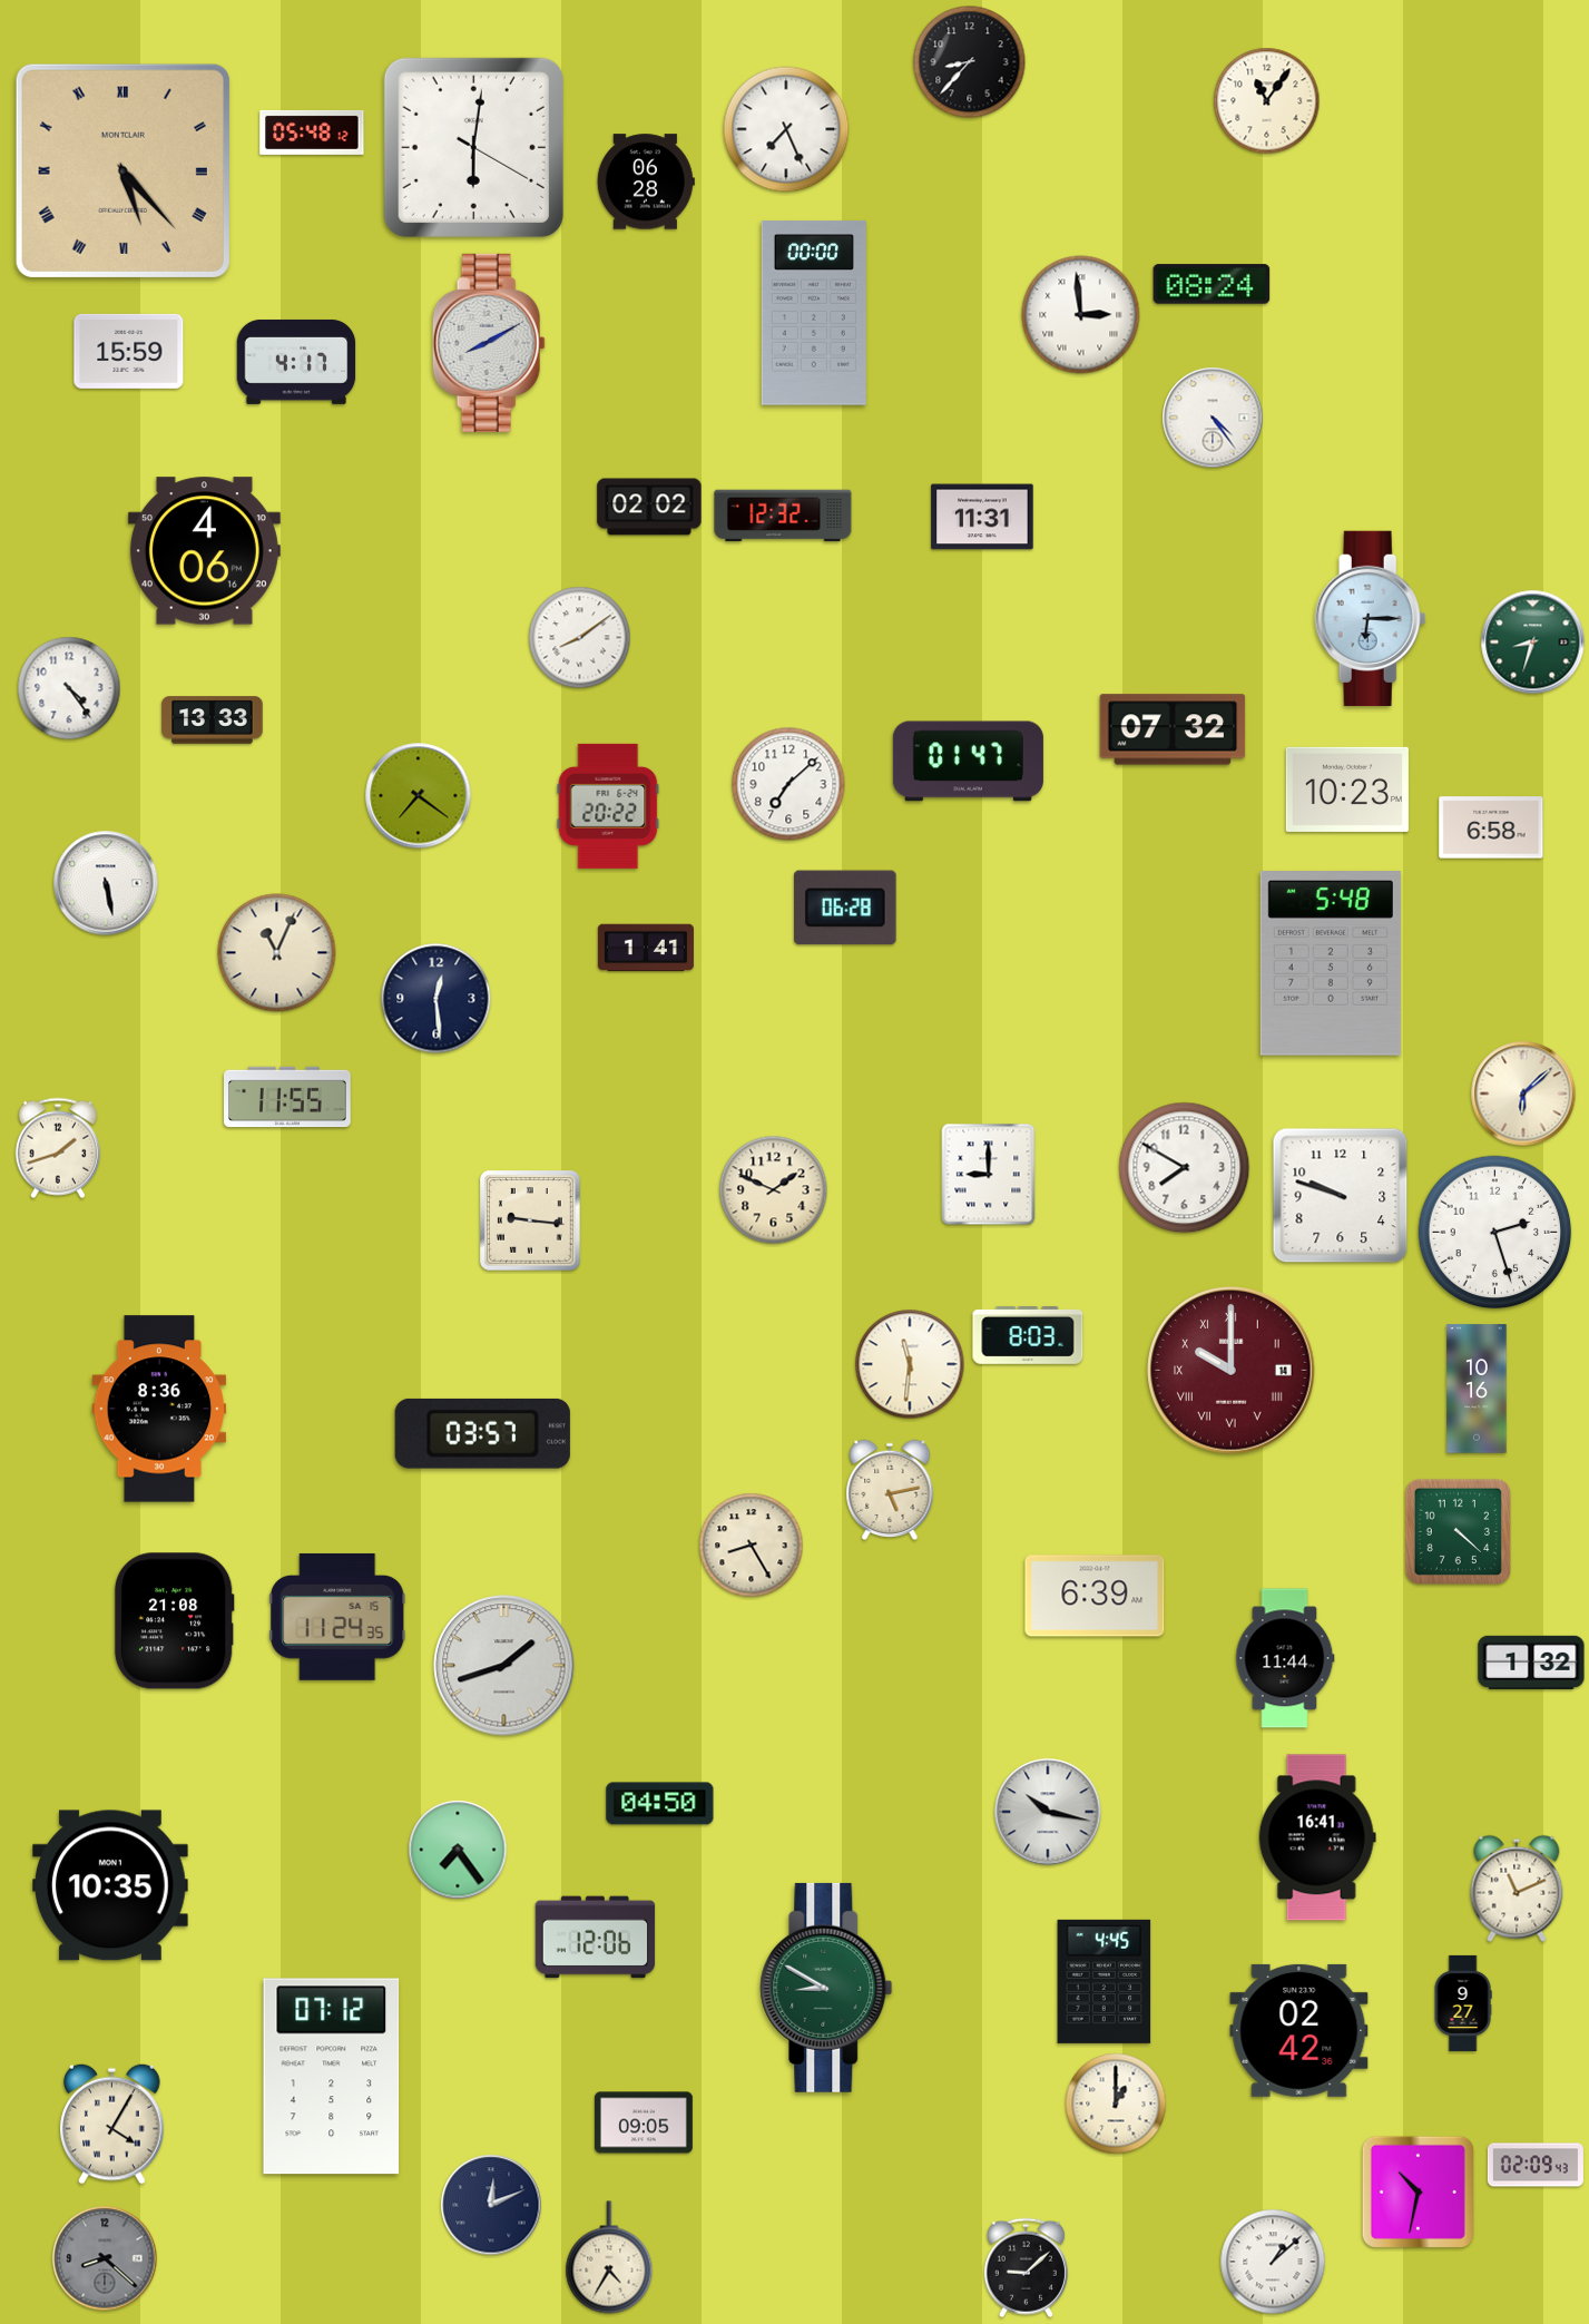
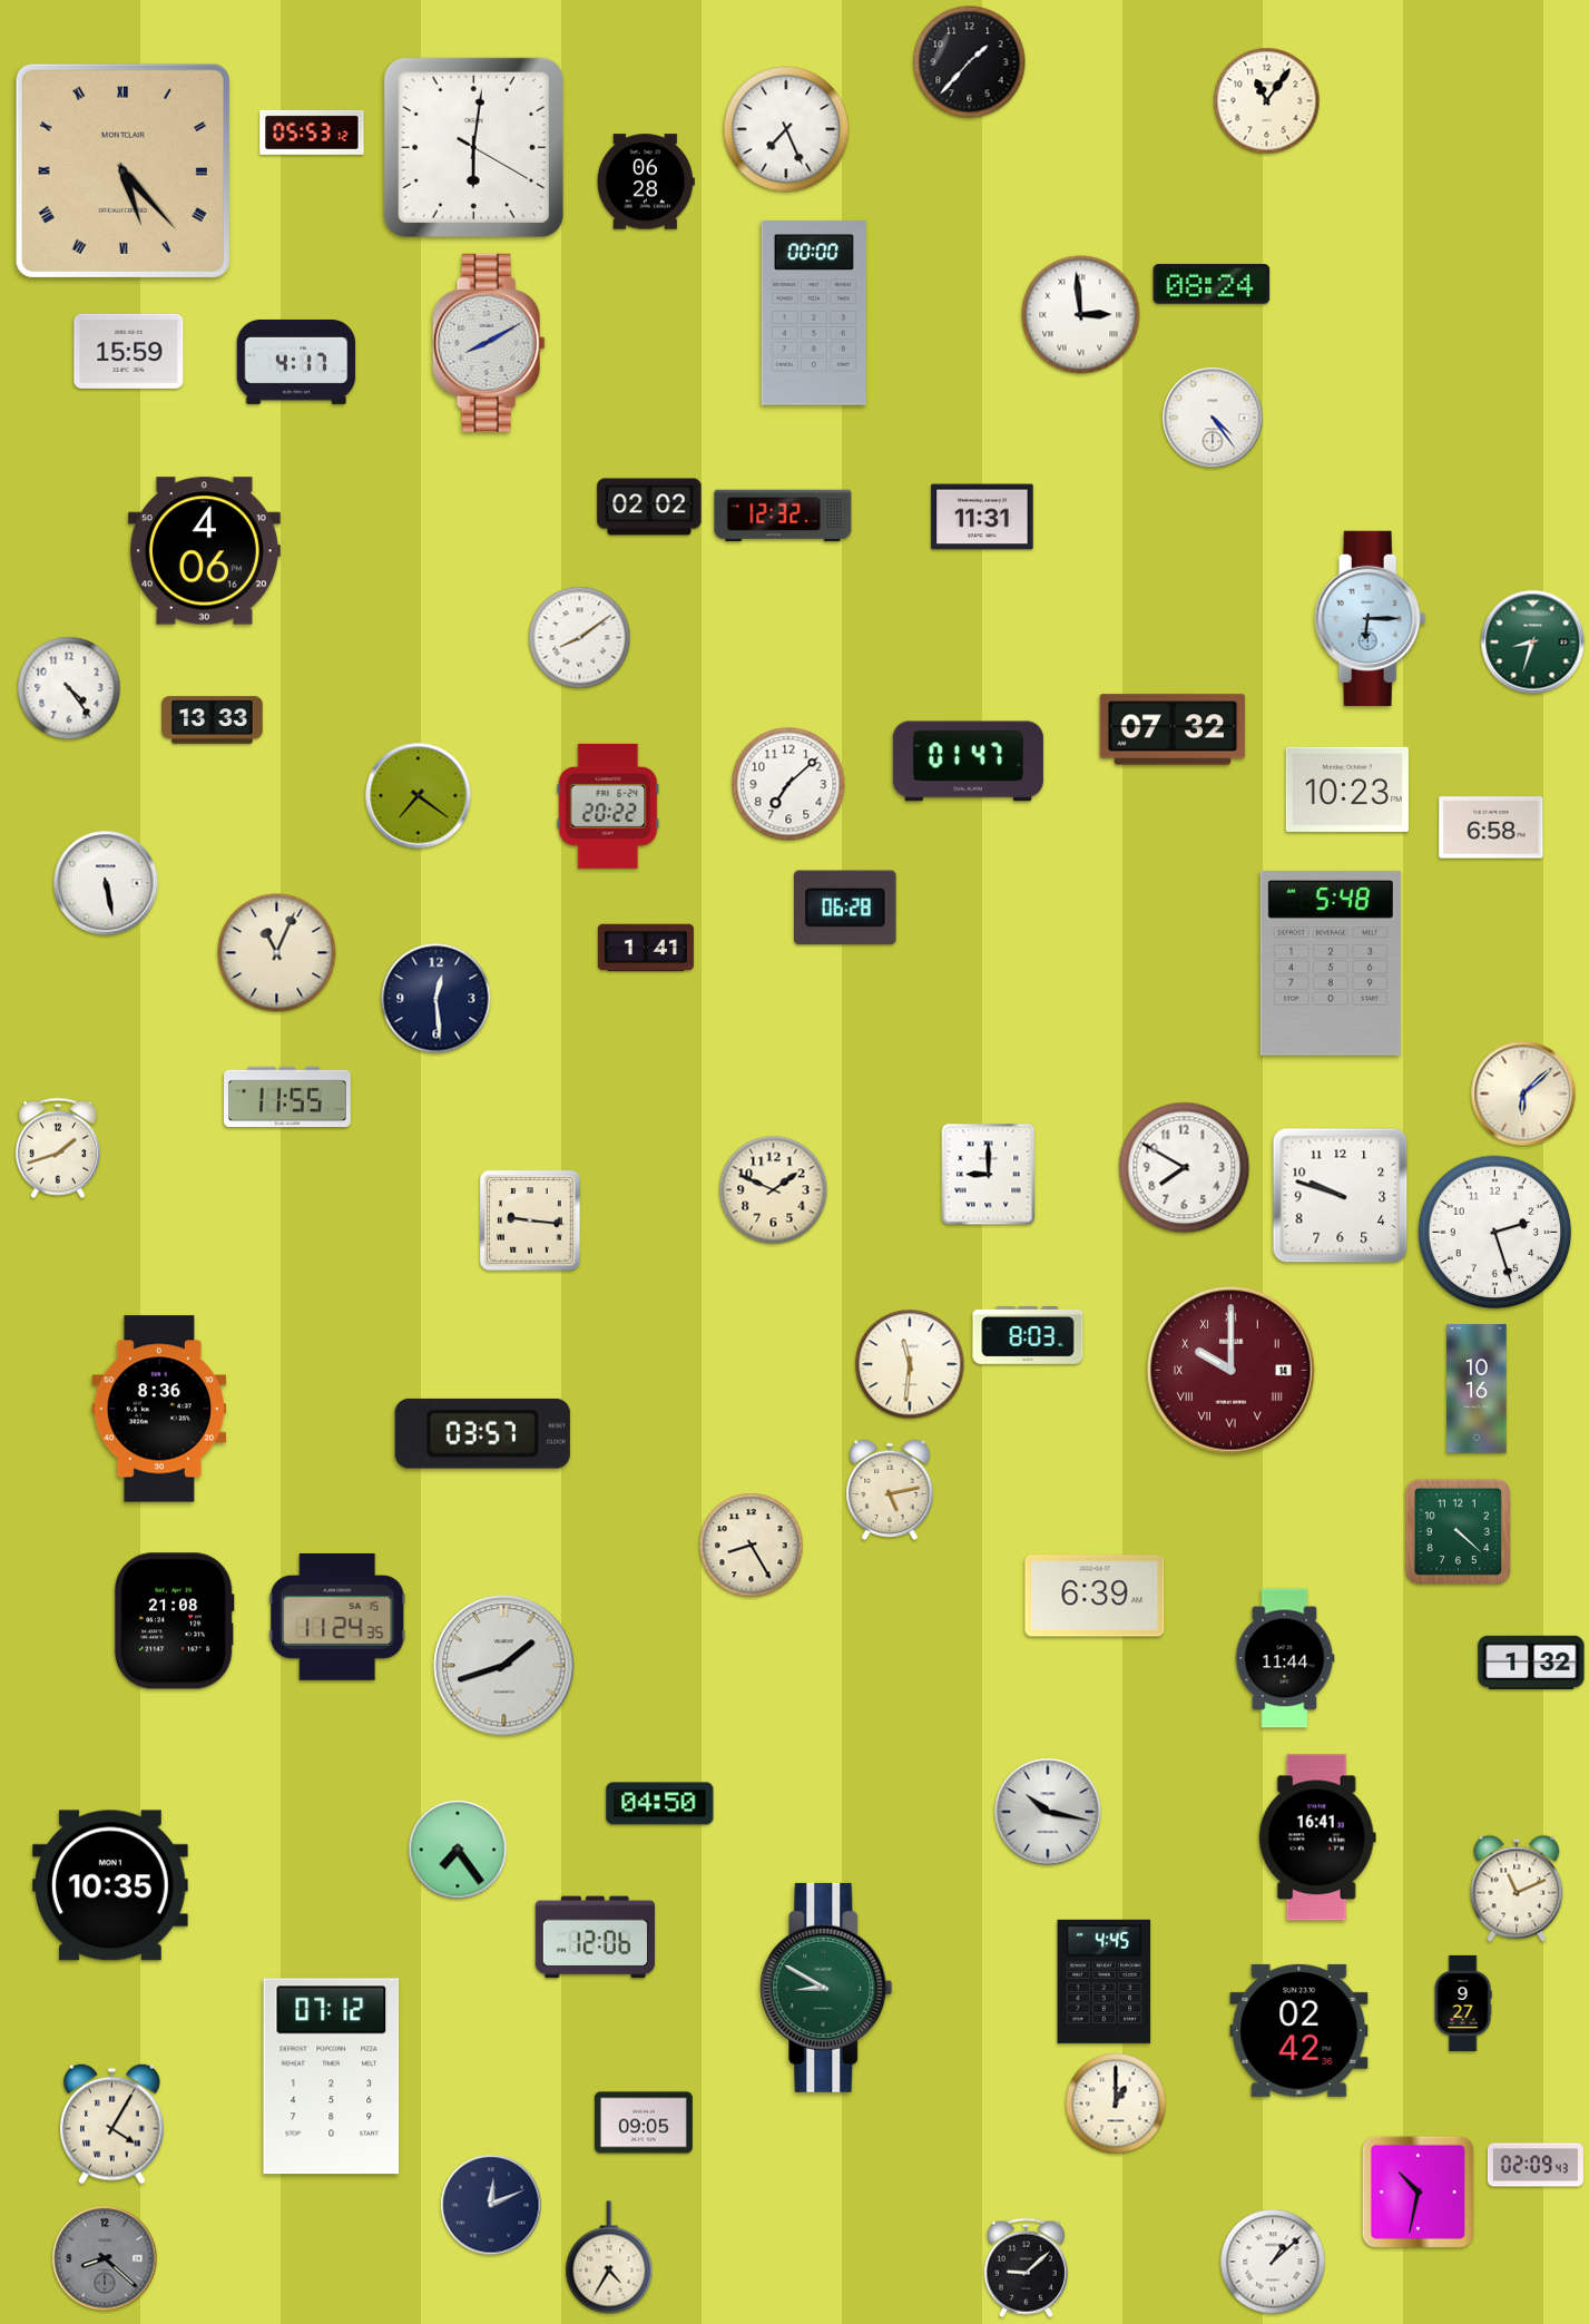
clock at (970, 62): 8:37 -> 1:37
clock at (312, 133): 05:48 -> 05:53
